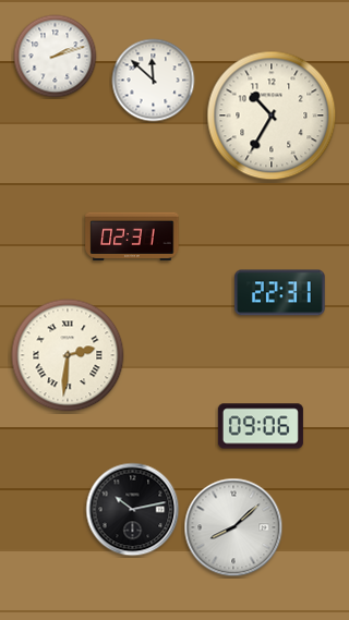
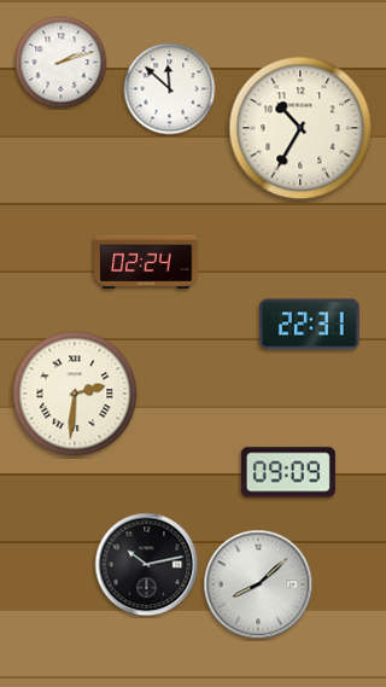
clock at (132, 236): 02:31 -> 02:24
clock at (261, 426): 09:06 -> 09:09
